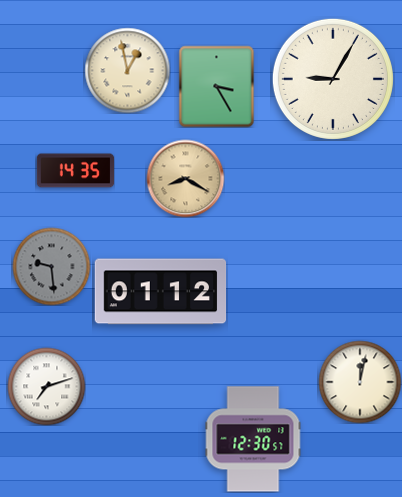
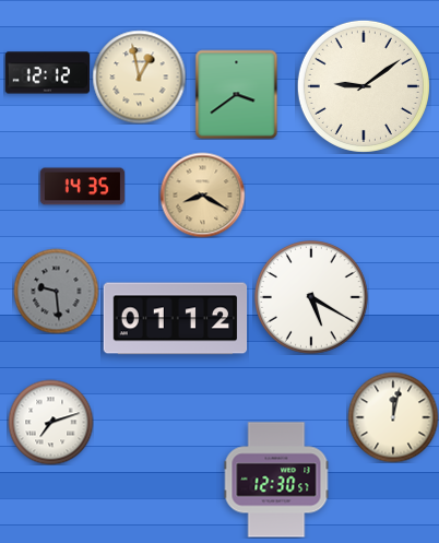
clock at (47, 73): none -> 12:12
clock at (333, 79): 9:05 -> 9:09
clock at (217, 86): 3:25 -> 3:39
clock at (311, 297): none -> 5:20
